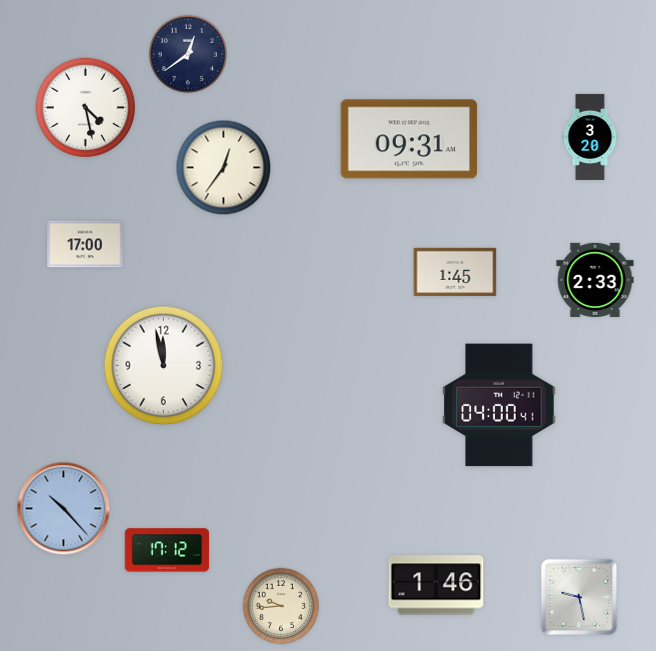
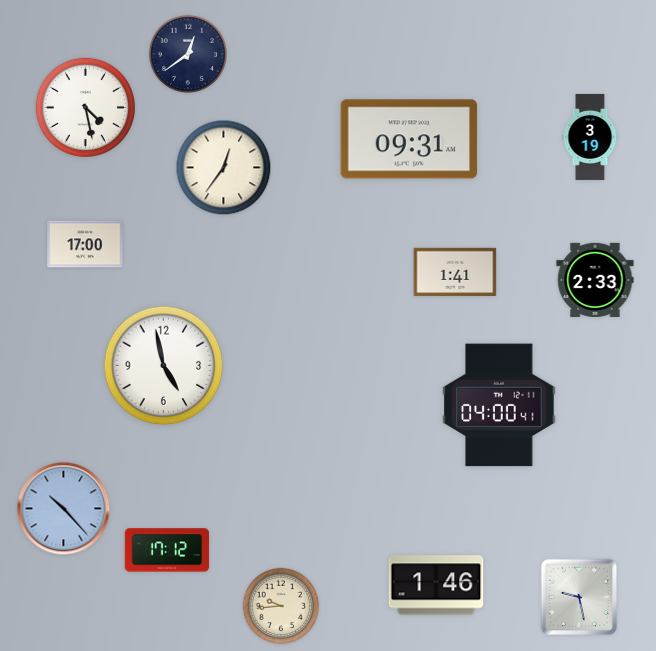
clock at (590, 137): 3:20 -> 3:19
clock at (455, 272): 1:45 -> 1:41
clock at (164, 366): 11:58 -> 4:58
